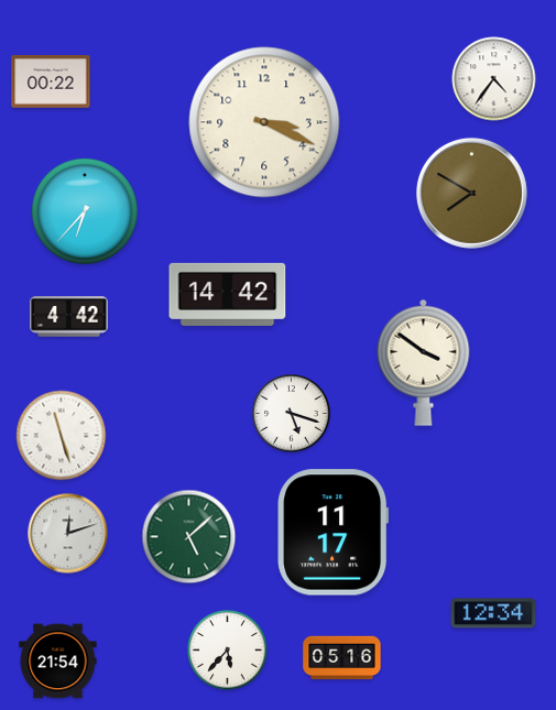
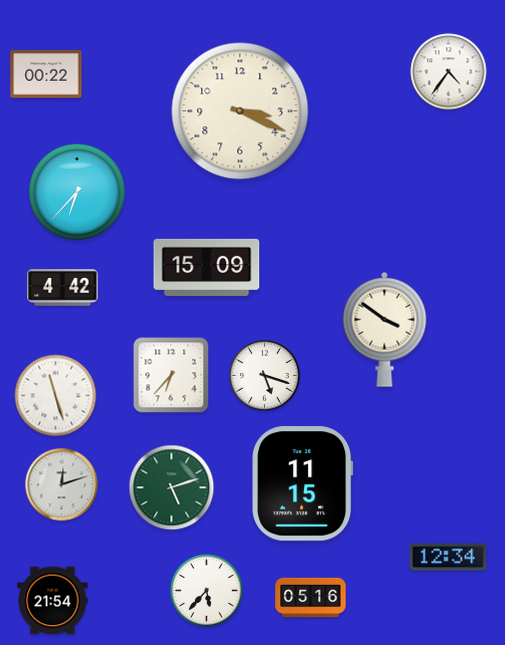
clock at (471, 193): 7:50 -> none
clock at (228, 294): 14:42 -> 15:09
clock at (171, 375): none -> 6:37
clock at (334, 533): 11:17 -> 11:15
clock at (189, 537): 5:08 -> 5:12
